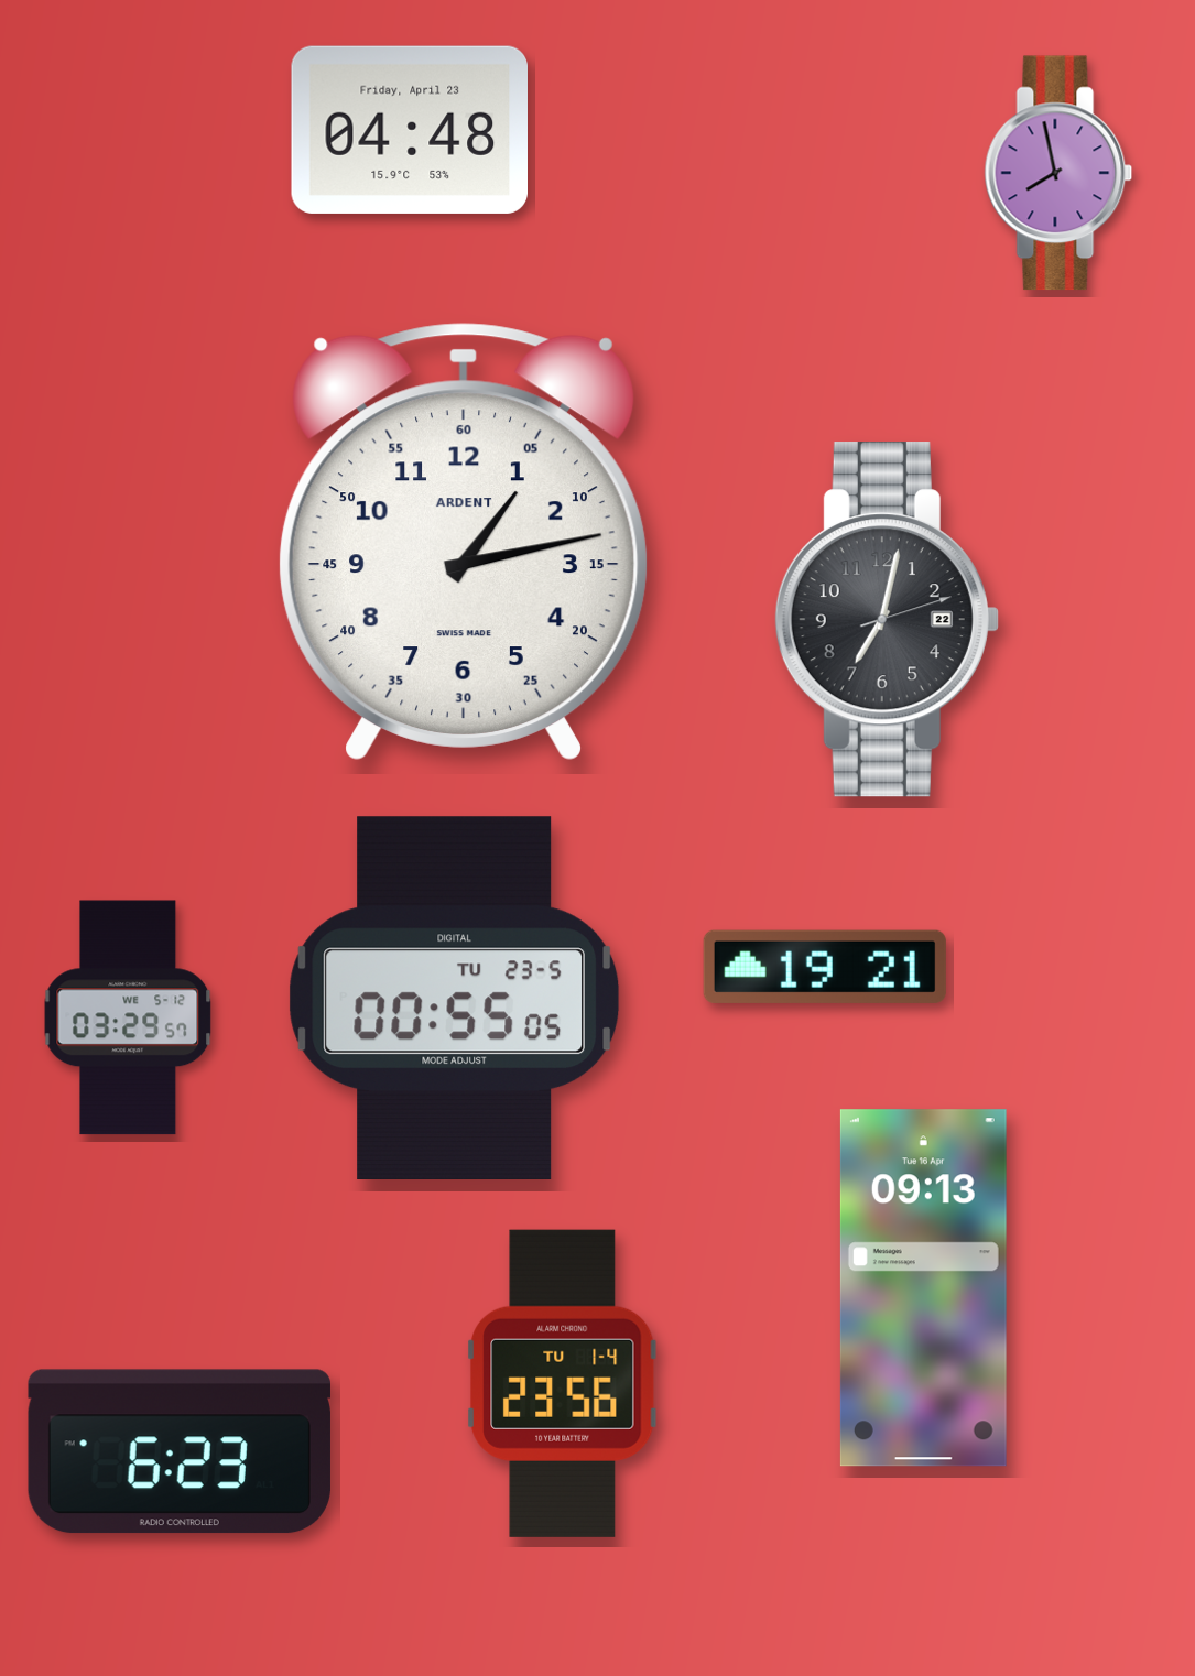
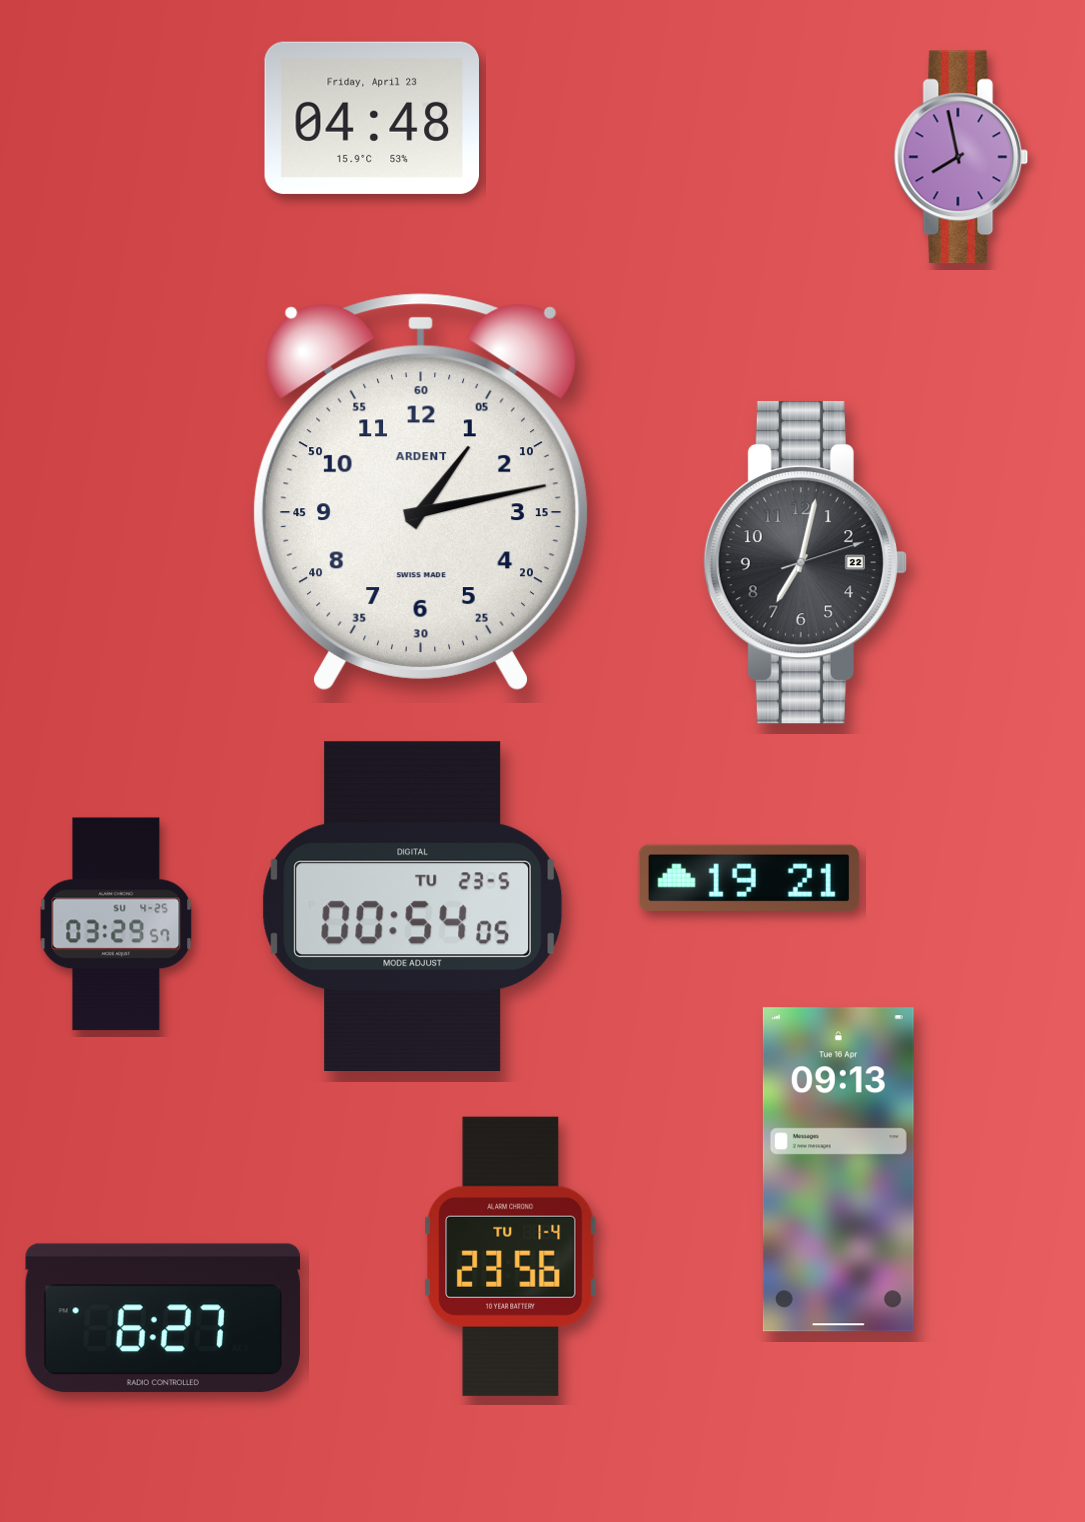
clock at (455, 998): 00:55 -> 00:54
clock at (128, 1017) date: WE 5-12 -> SU 4-25
clock at (180, 1451): 6:23 -> 6:27
